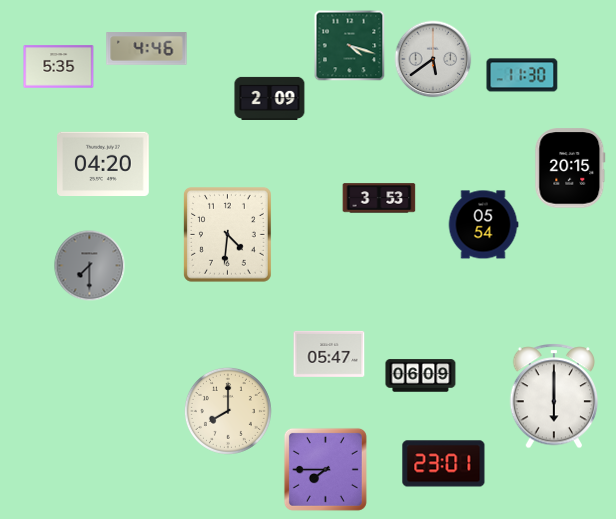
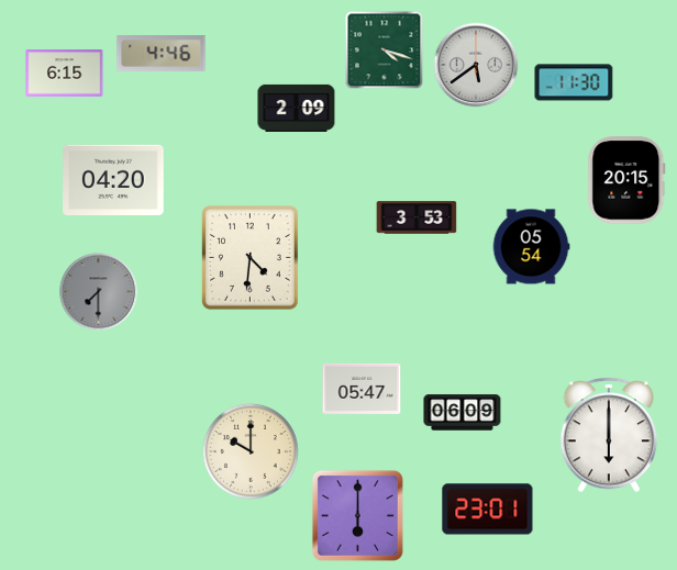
clock at (59, 67): 5:35 -> 6:15
clock at (570, 168) position: (570, 168) -> (626, 180)
clock at (228, 411): 8:00 -> 10:00
clock at (325, 469): 7:45 -> 6:00
